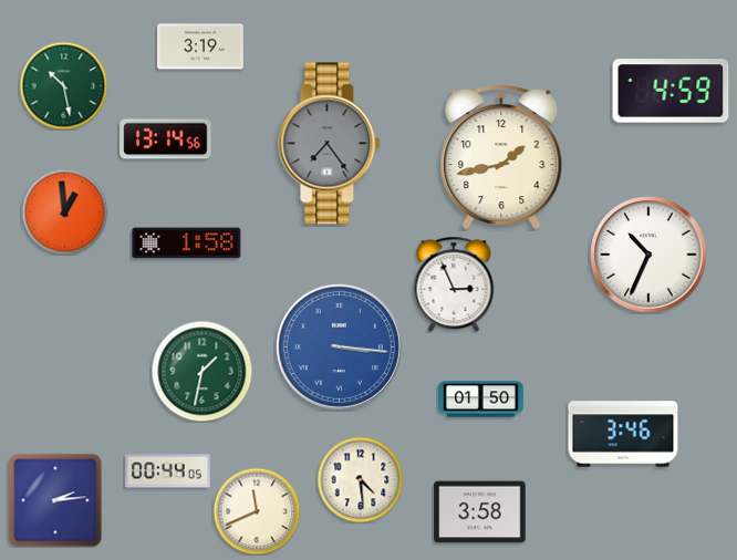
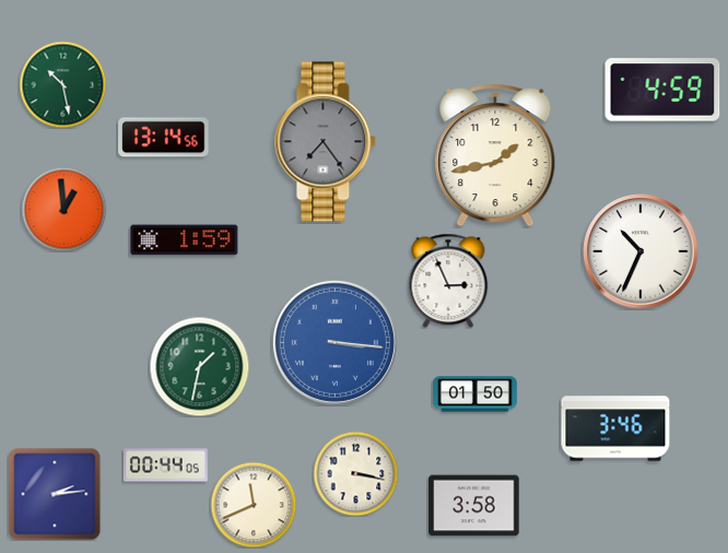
clock at (201, 46): 3:19 -> none
clock at (187, 243): 1:58 -> 1:59
clock at (360, 479): 4:29 -> 3:17
